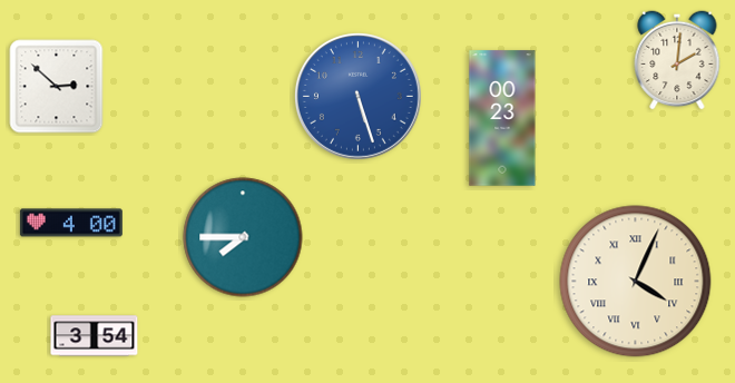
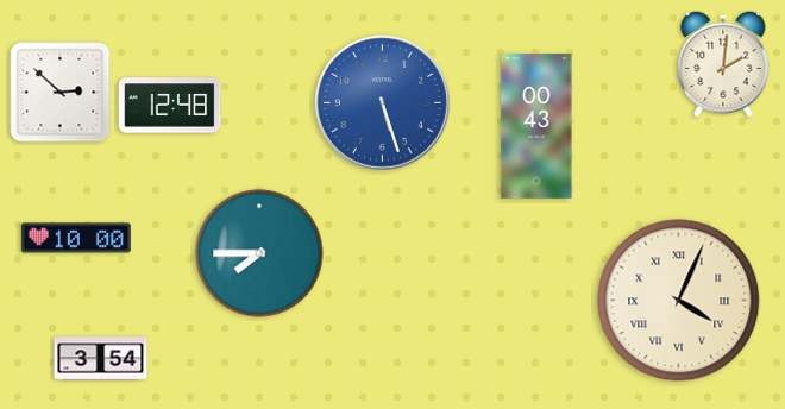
clock at (170, 106): none -> 12:48
clock at (502, 118): 00:23 -> 00:43
clock at (71, 223): 4:00 -> 10:00
